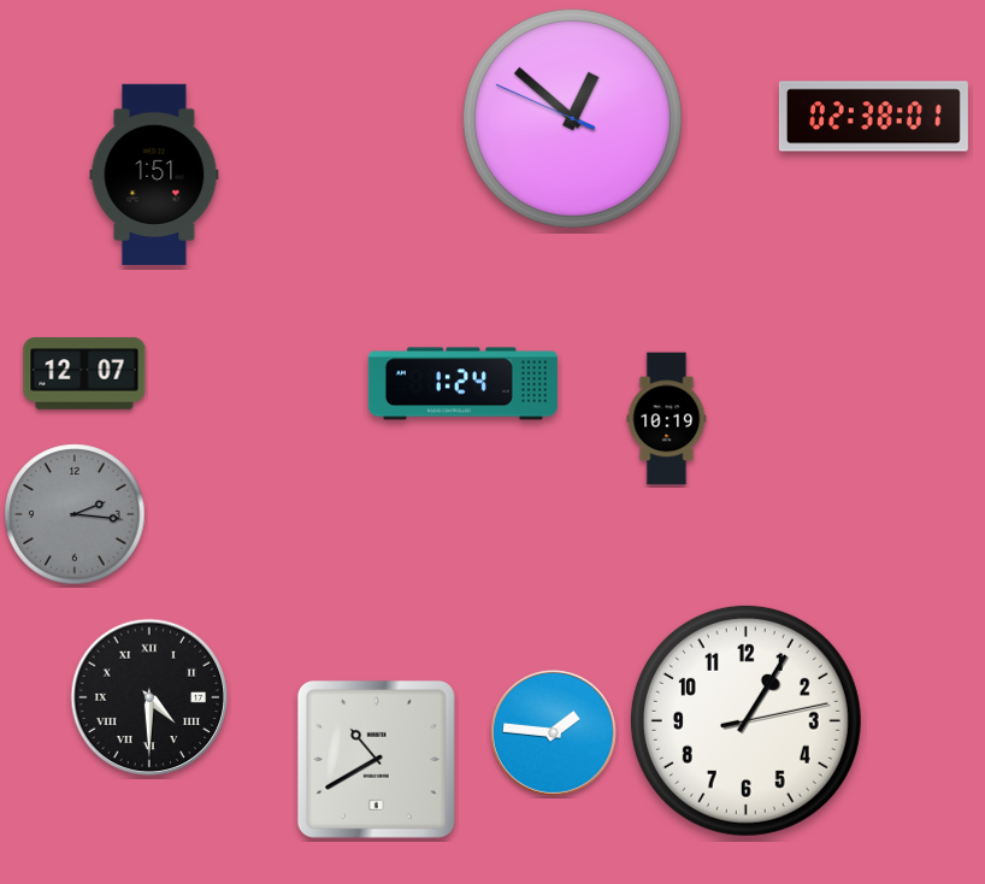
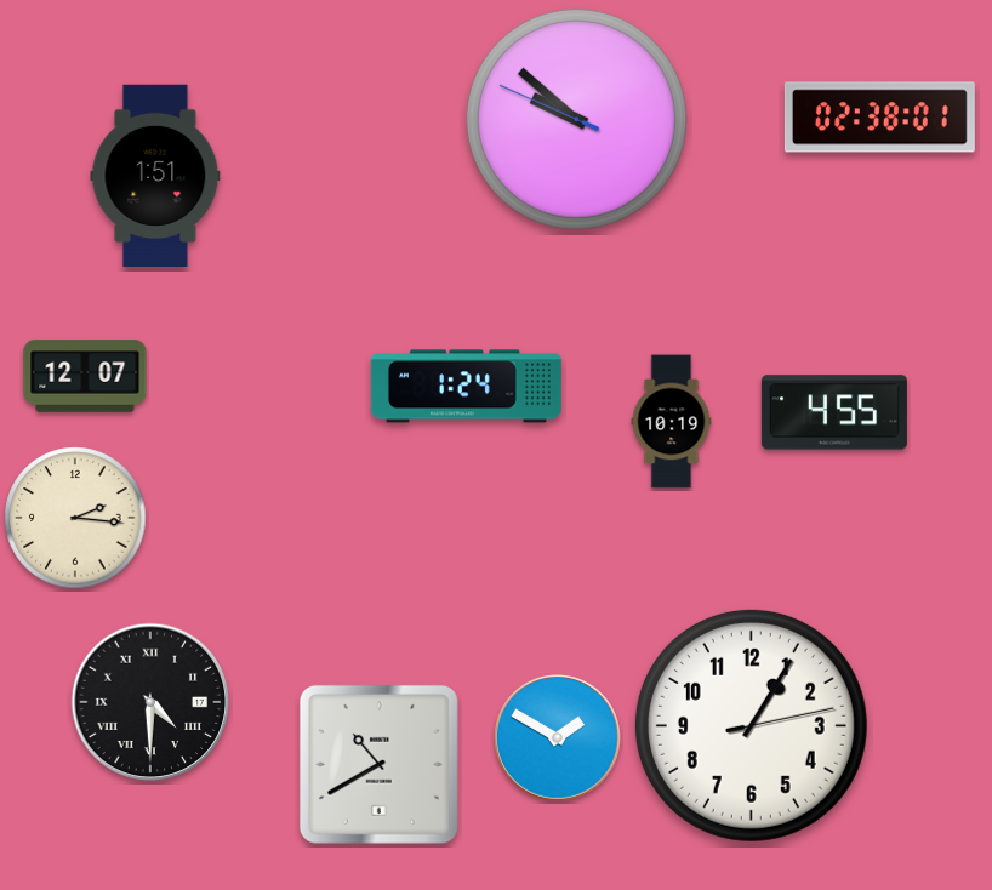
clock at (572, 118): 12:51 -> 9:51
clock at (834, 412): none -> 4:55
clock at (75, 514) dial: grey -> cream
clock at (554, 733): 1:46 -> 1:50
